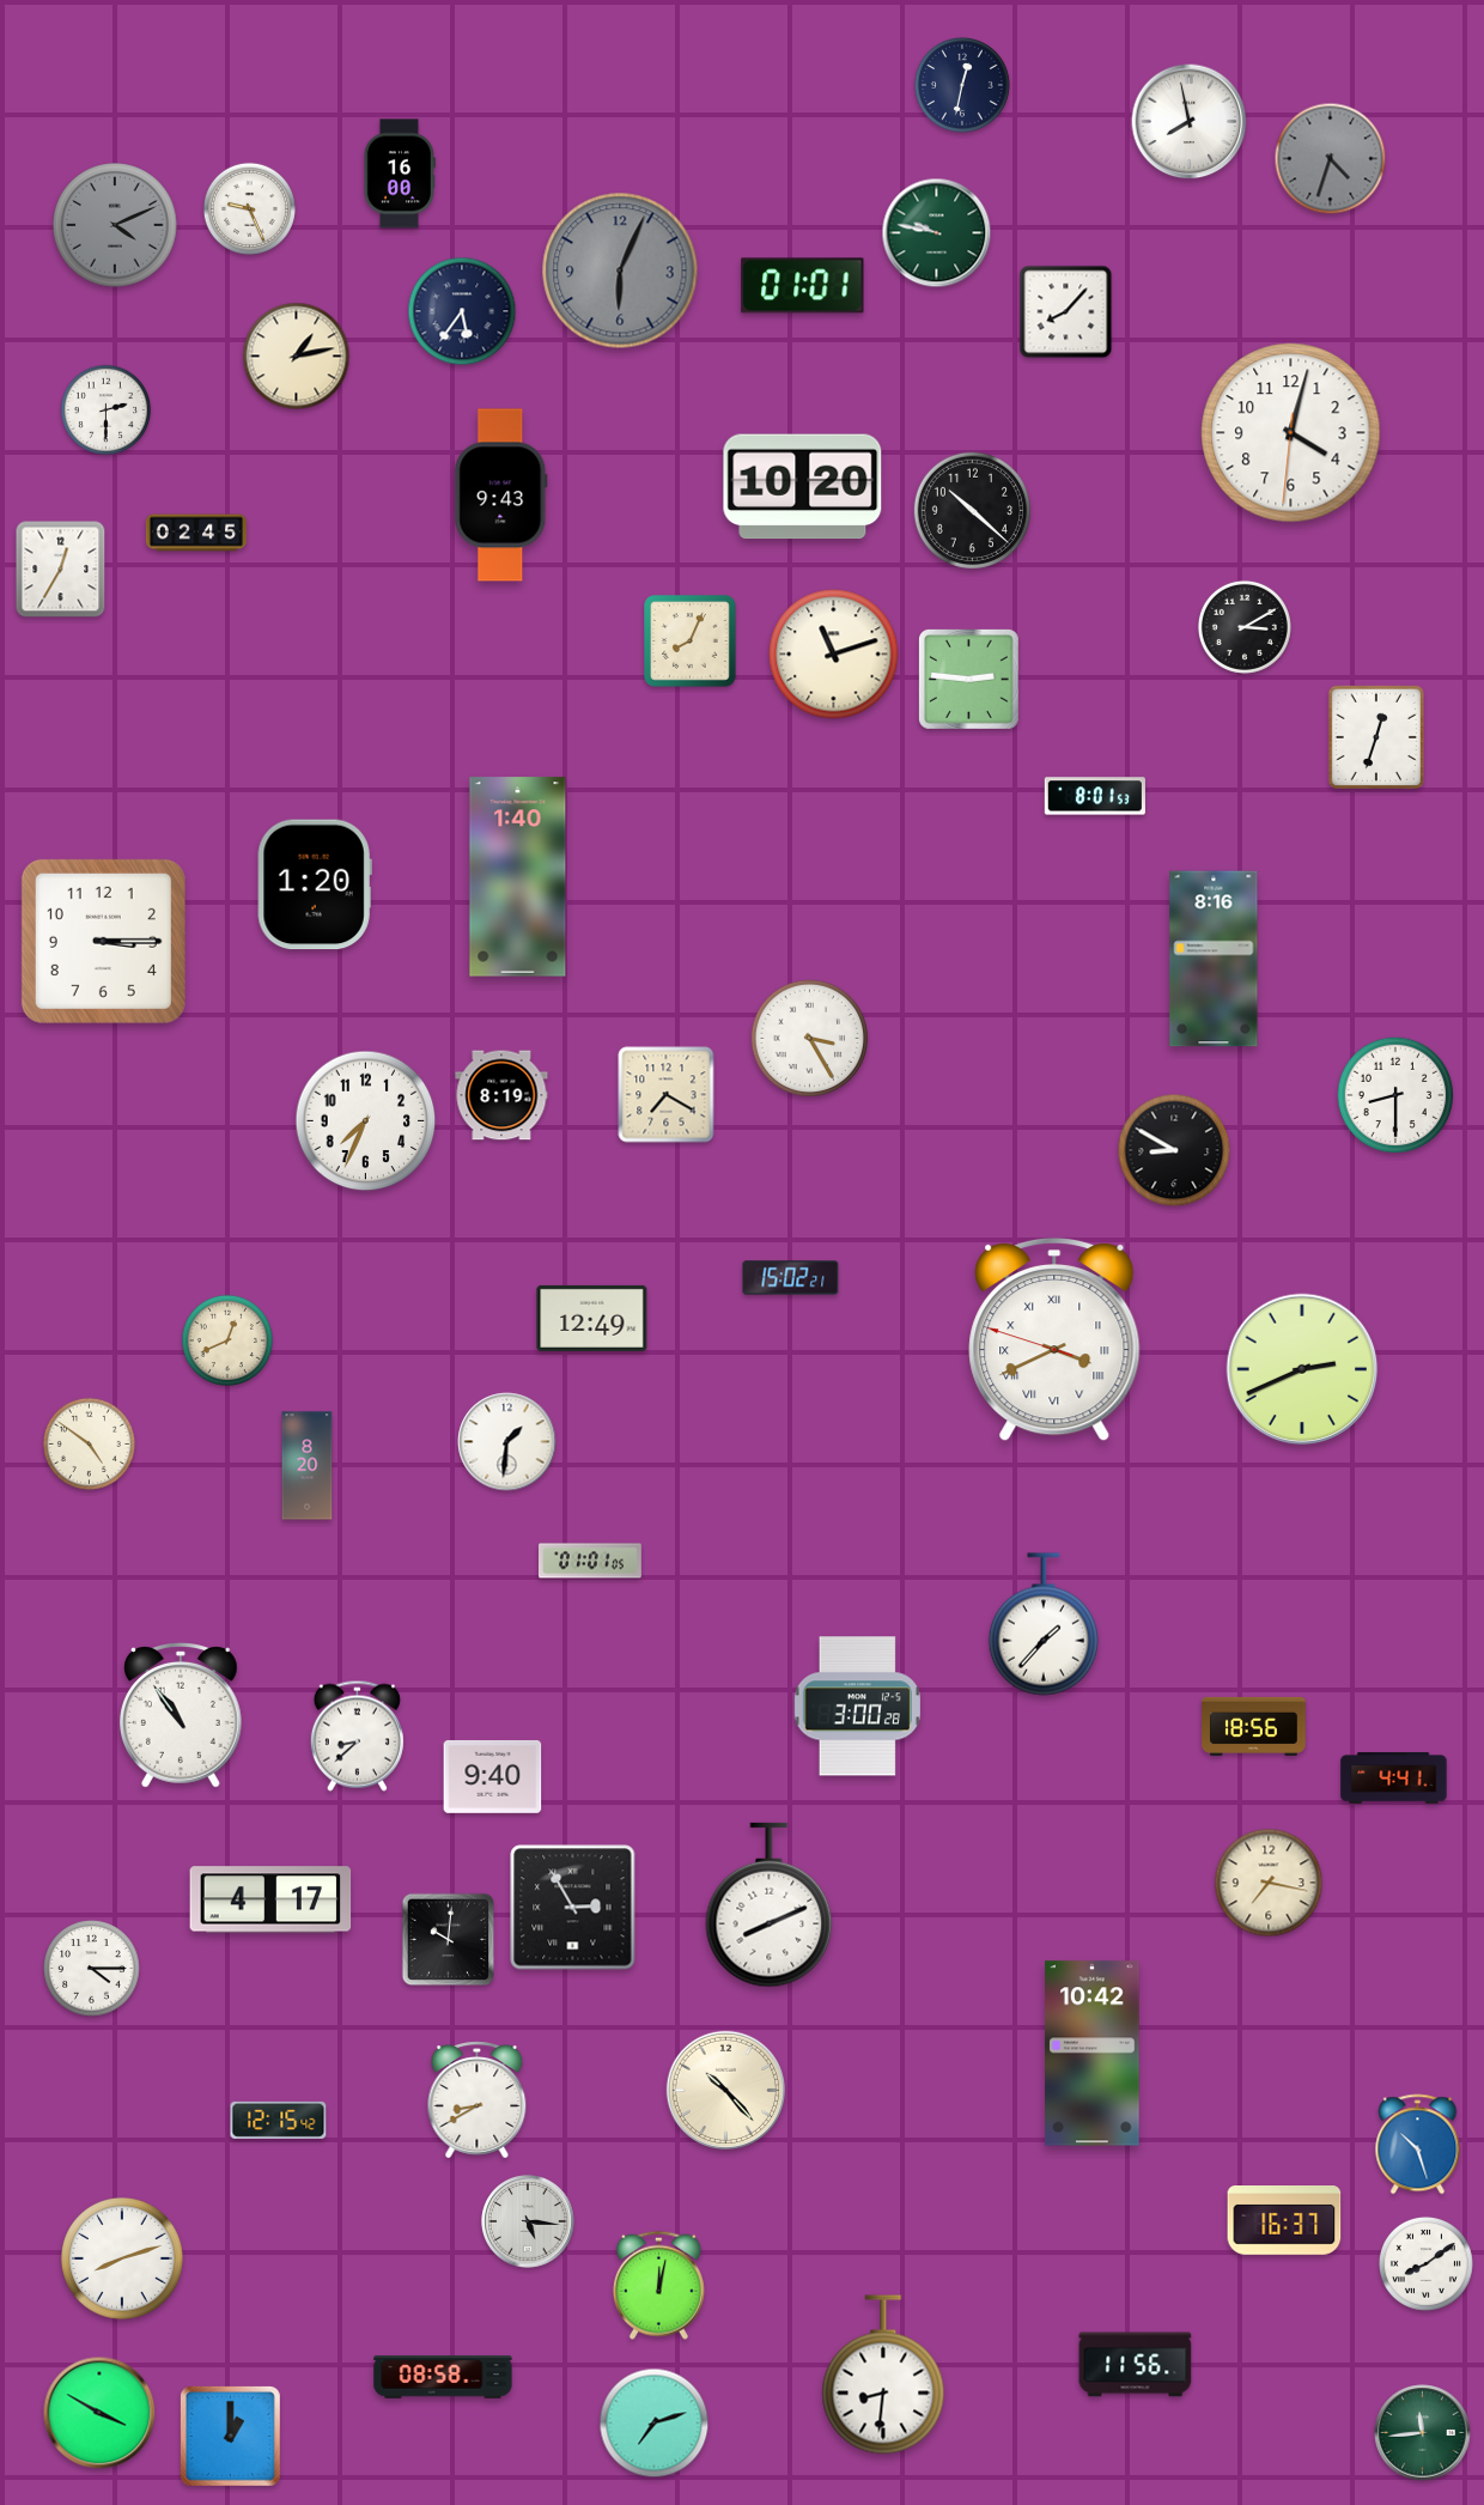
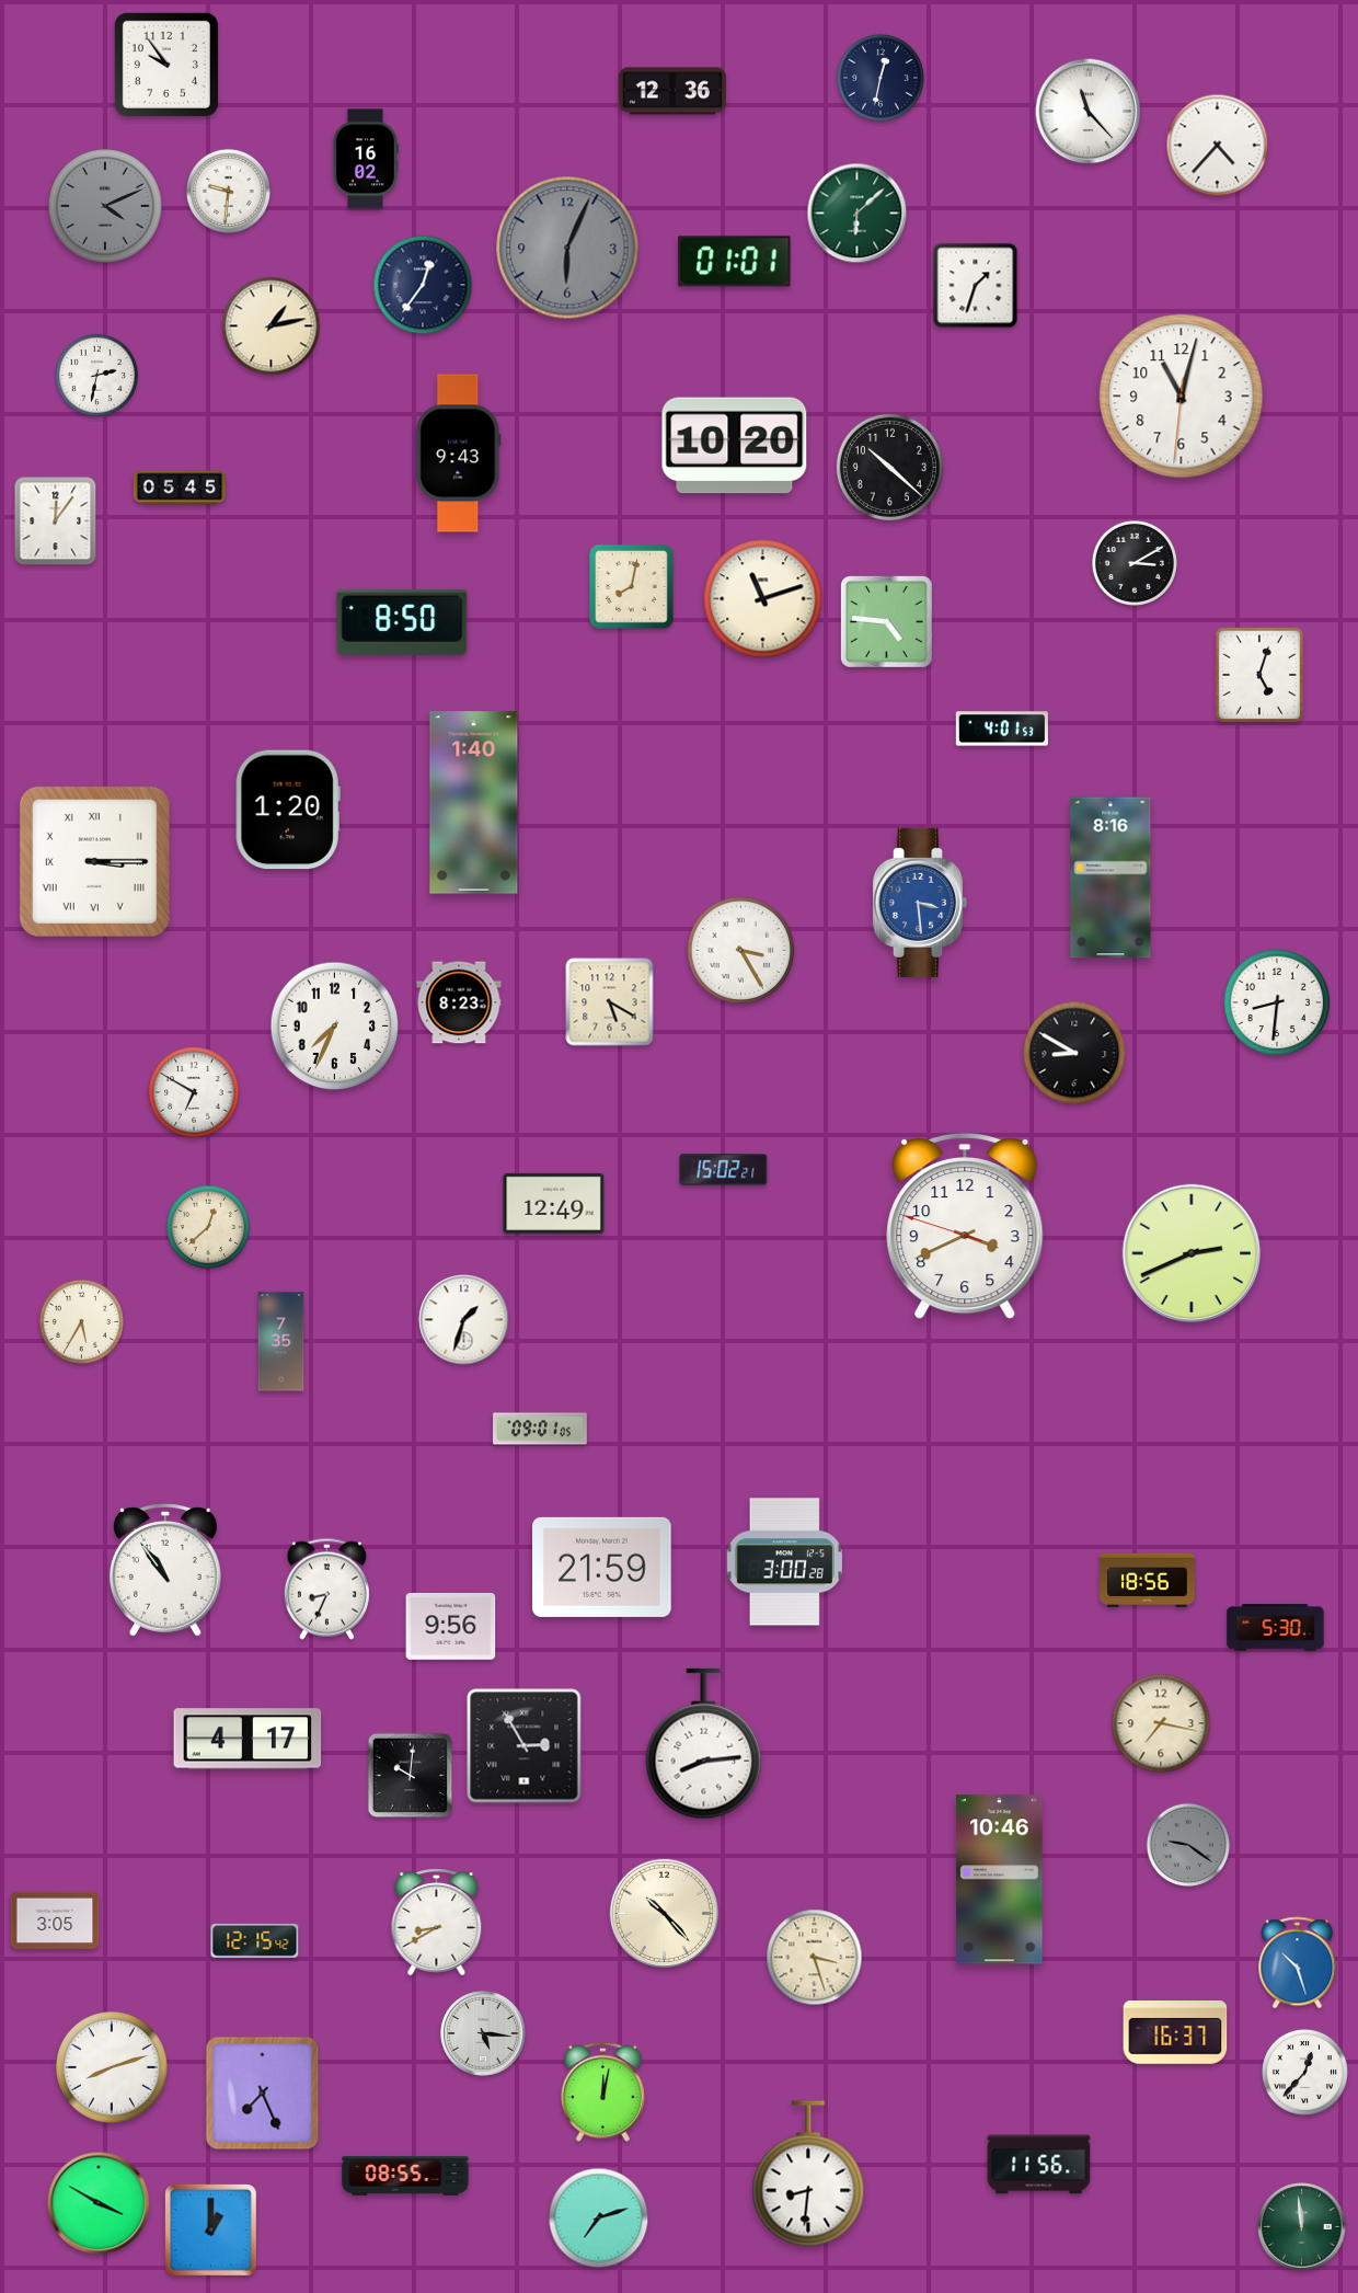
clock at (166, 65): none -> 9:54
clock at (672, 91): none -> 12:36
clock at (1190, 122): 7:58 -> 11:23
clock at (1331, 159): 4:33 -> 4:37
clock at (1331, 159) dial: grey -> white
clock at (400, 174): 16:00 -> 16:02
clock at (249, 208): 9:26 -> 9:31
clock at (937, 233): 9:47 -> 6:08
clock at (462, 311): 5:36 -> 12:36
clock at (1066, 312): 8:07 -> 1:33
clock at (107, 411): 2:30 -> 2:32
clock at (1291, 433): 4:02 -> 11:02
clock at (195, 533): 02:45 -> 05:45
clock at (61, 570): 12:35 -> 12:06
clock at (1245, 627) position: (1245, 627) -> (1135, 563)
clock at (691, 642): 8:04 -> 8:02
clock at (968, 679): 2:46 -> 4:46
clock at (402, 622): none -> 8:50
clock at (1376, 737): 12:33 -> 5:03
clock at (1095, 796): 8:01 -> 4:01
clock at (103, 941) numerals: Arabic -> Roman
clock at (920, 903): none -> 3:29
clock at (501, 1095): 8:19 -> 8:23
clock at (667, 1095): 7:20 -> 5:20
clock at (1395, 1095): 8:30 -> 8:31
clock at (194, 1092): none -> 6:50
clock at (592, 1318) position: (592, 1318) -> (554, 1203)
clock at (226, 1339): 12:41 -> 12:38
clock at (1054, 1339) numerals: Roman -> Arabic
clock at (507, 1442): 1:31 -> 1:33
clock at (89, 1443): 4:51 -> 5:35
clock at (308, 1466): 8:20 -> 7:35
clock at (591, 1561): 01:01 -> 09:01
clock at (1044, 1624): 1:37 -> none
clock at (602, 1567): none -> 21:59
clock at (357, 1735): 8:38 -> 8:34
clock at (493, 1776): 9:40 -> 9:56
clock at (1394, 1779): 4:41 -> 5:30
clock at (770, 1905): 8:11 -> 8:14
clock at (92, 1969): 4:15 -> none
clock at (1187, 1844): none -> 9:21
clock at (1093, 2054): 10:42 -> 10:46
clock at (55, 1921): none -> 3:05
clock at (815, 1958): none -> 3:27
clock at (1425, 2263): 8:09 -> 12:37
clock at (263, 2094): none -> 7:26
clock at (443, 2377): 08:58 -> 08:55
clock at (99, 2413) position: (99, 2413) -> (99, 2203)
clock at (1423, 2433): 11:44 -> 11:59
